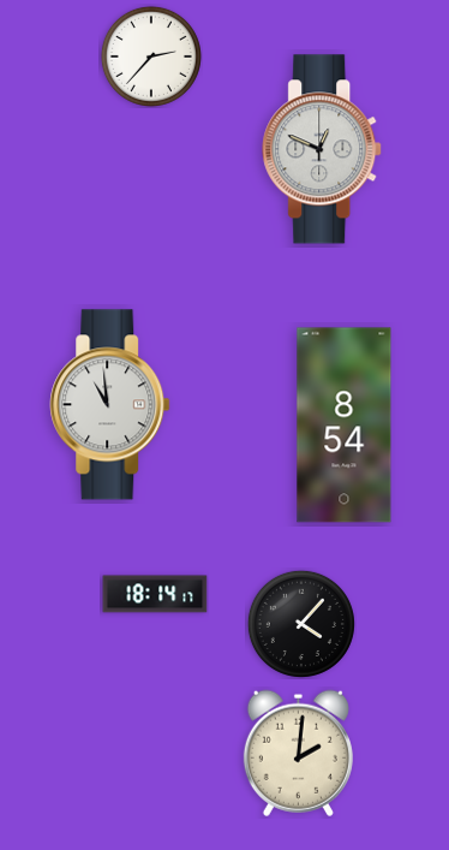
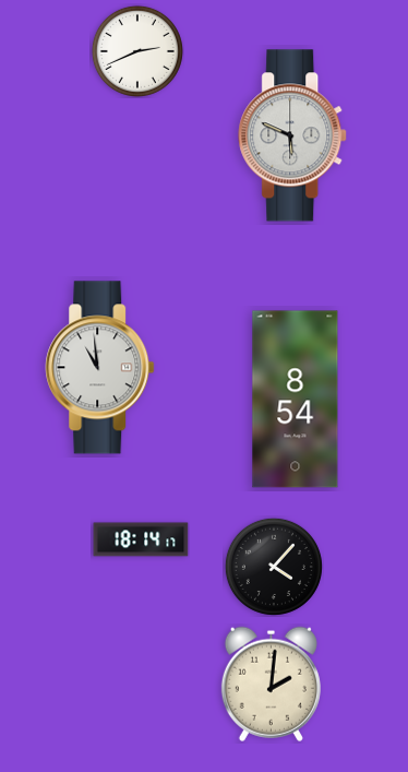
clock at (151, 57): 2:37 -> 2:41
clock at (323, 149): 12:49 -> 5:49
clock at (345, 426) position: (345, 426) -> (296, 400)
